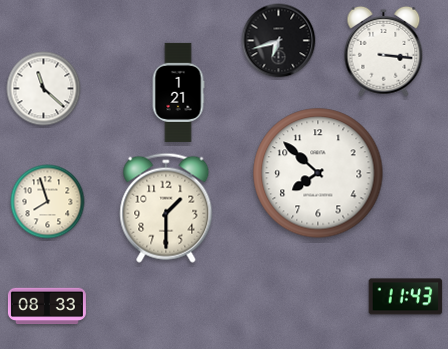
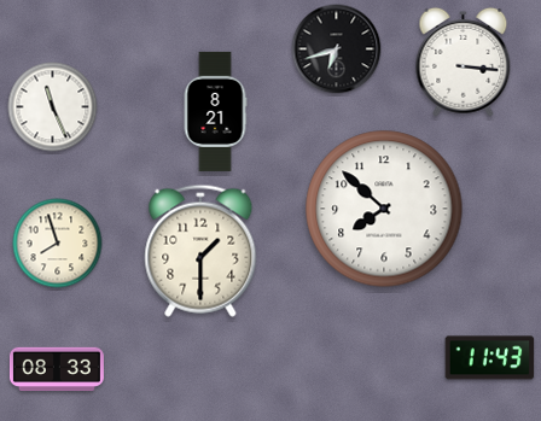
clock at (44, 89): 11:22 -> 11:26
clock at (178, 92): 1:21 -> 8:21
